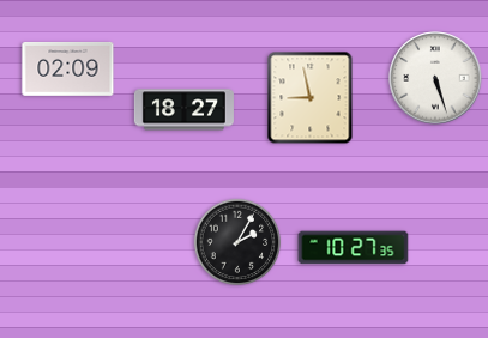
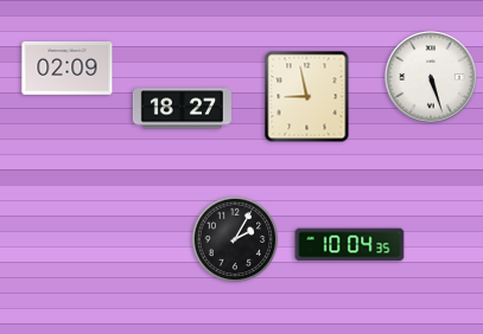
clock at (354, 248): 10:27 -> 10:04
